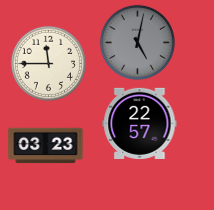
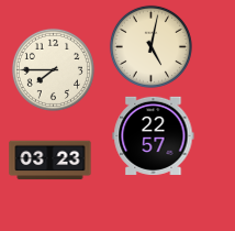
clock at (137, 42) dial: grey -> cream
clock at (48, 63): 11:45 -> 7:45
